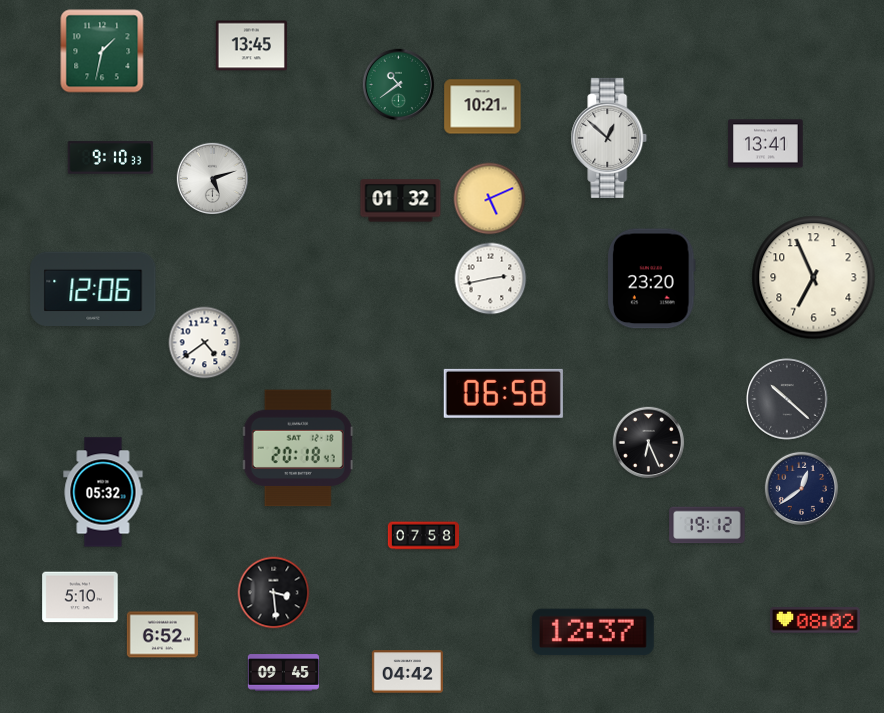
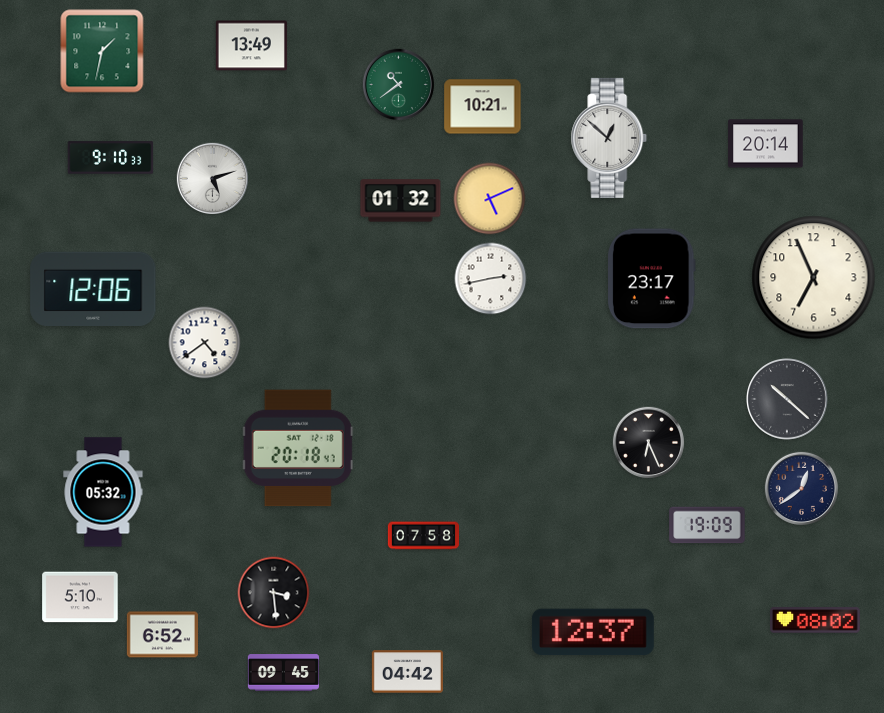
clock at (251, 46): 13:45 -> 13:49
clock at (766, 144): 13:41 -> 20:14
clock at (651, 279): 23:20 -> 23:17
clock at (503, 393): 06:58 -> none
clock at (707, 525): 19:12 -> 19:09
